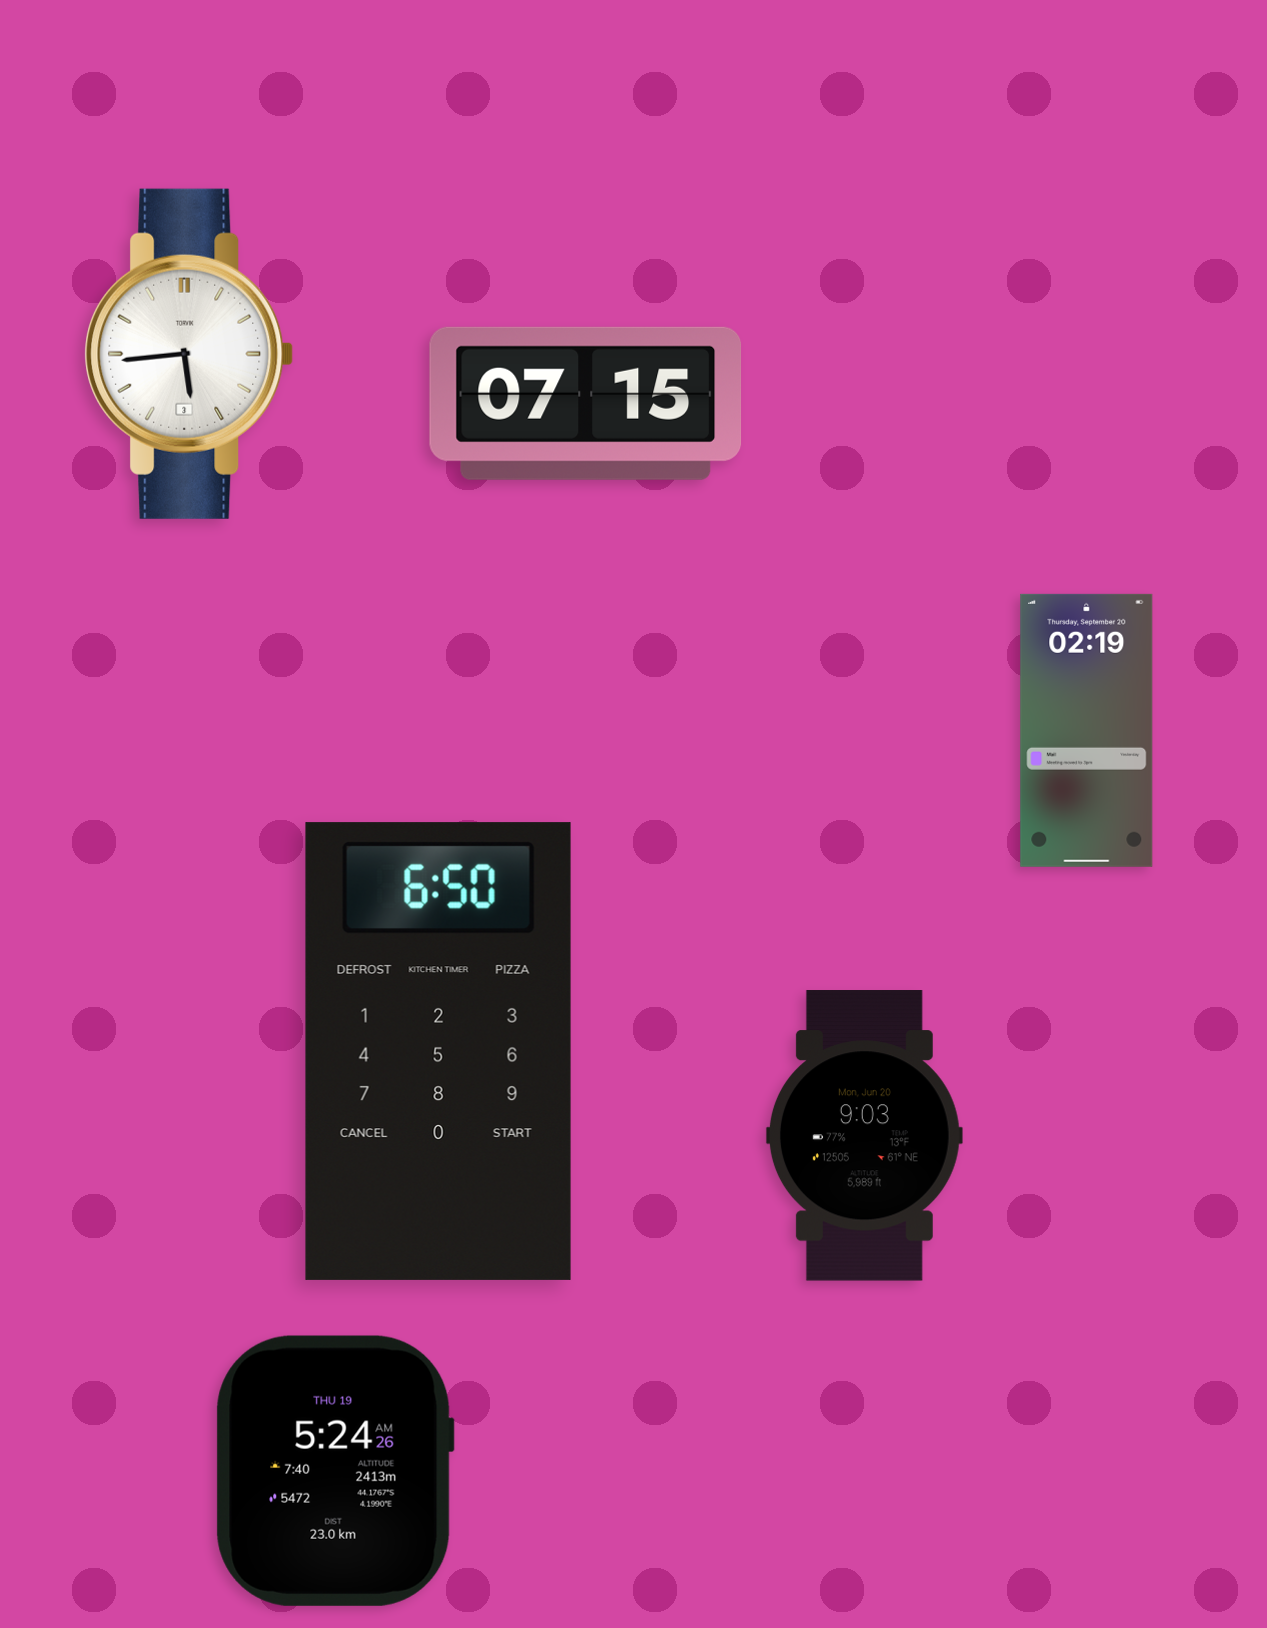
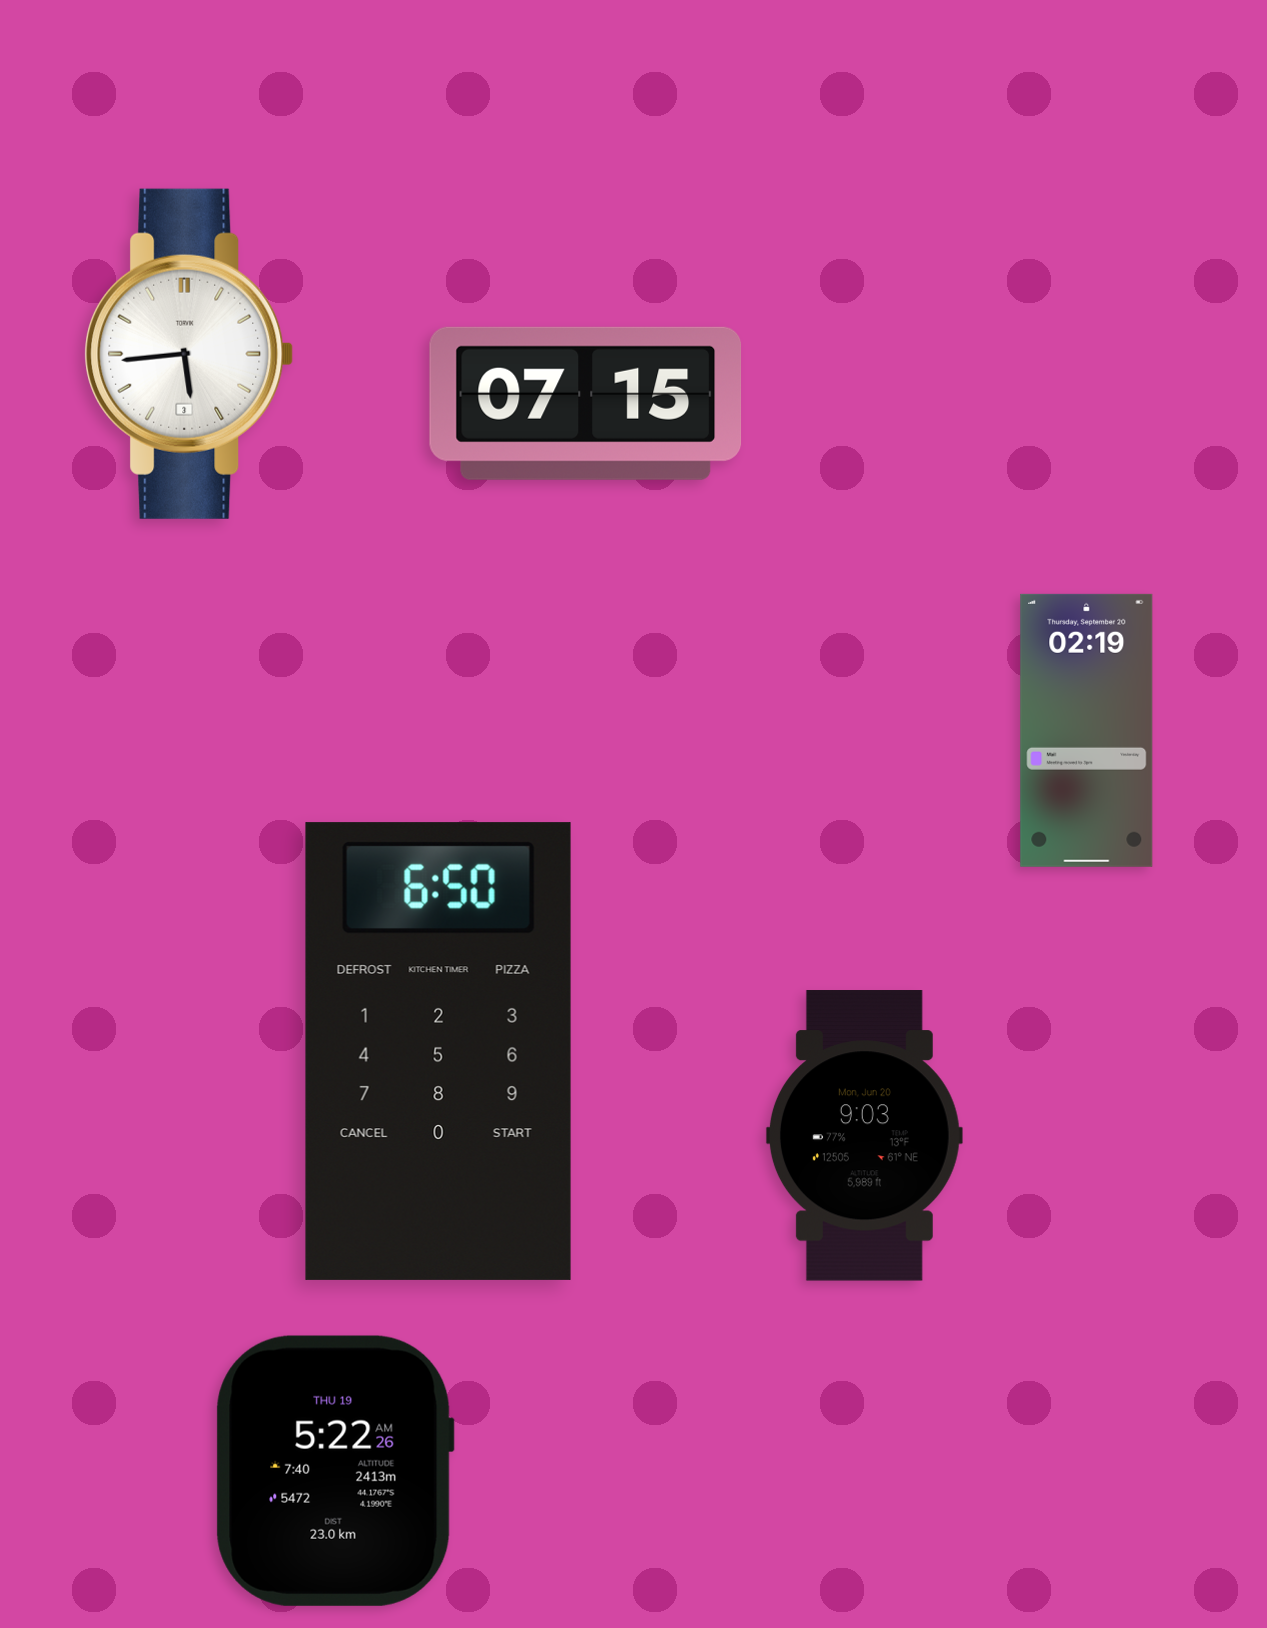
clock at (335, 1471): 5:24 -> 5:22
